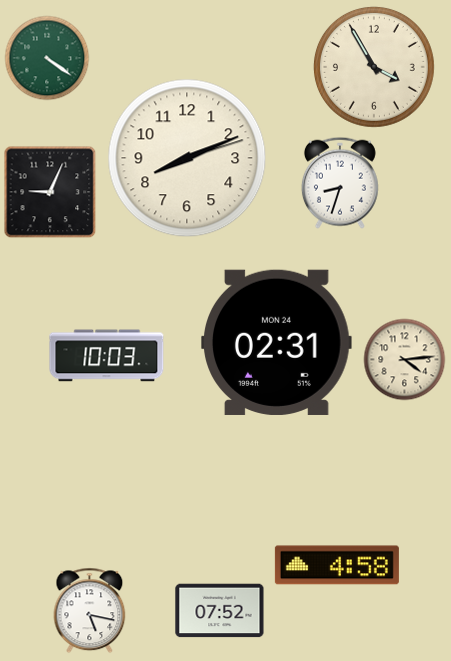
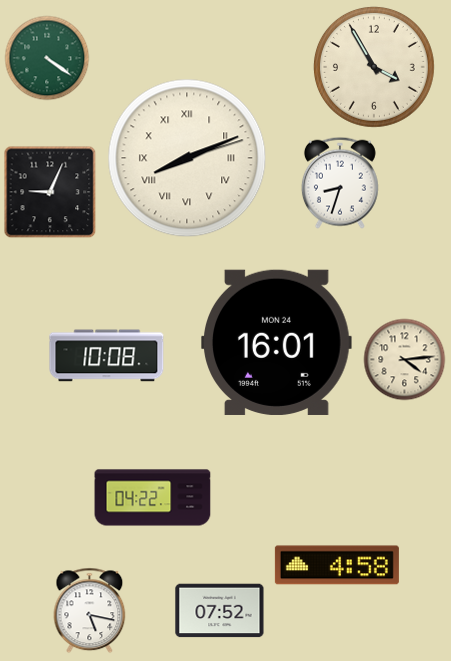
clock at (187, 158) numerals: Arabic -> Roman
clock at (277, 342): 02:31 -> 16:01
clock at (107, 356): 10:03 -> 10:08
clock at (153, 498): none -> 04:22
